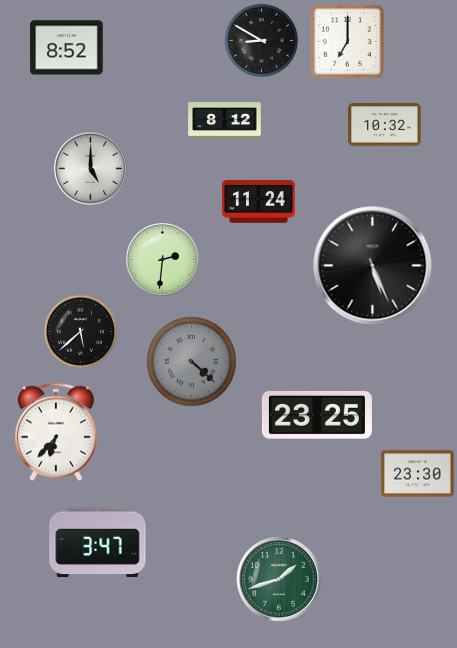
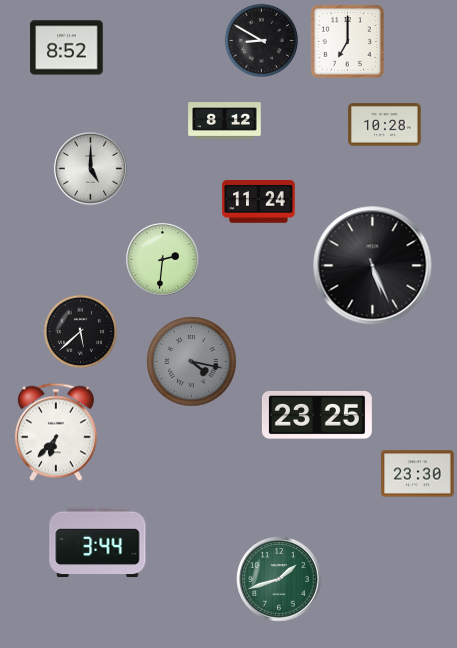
clock at (385, 125): 10:32 -> 10:28
clock at (192, 362): 4:22 -> 4:17
clock at (98, 543): 3:47 -> 3:44
